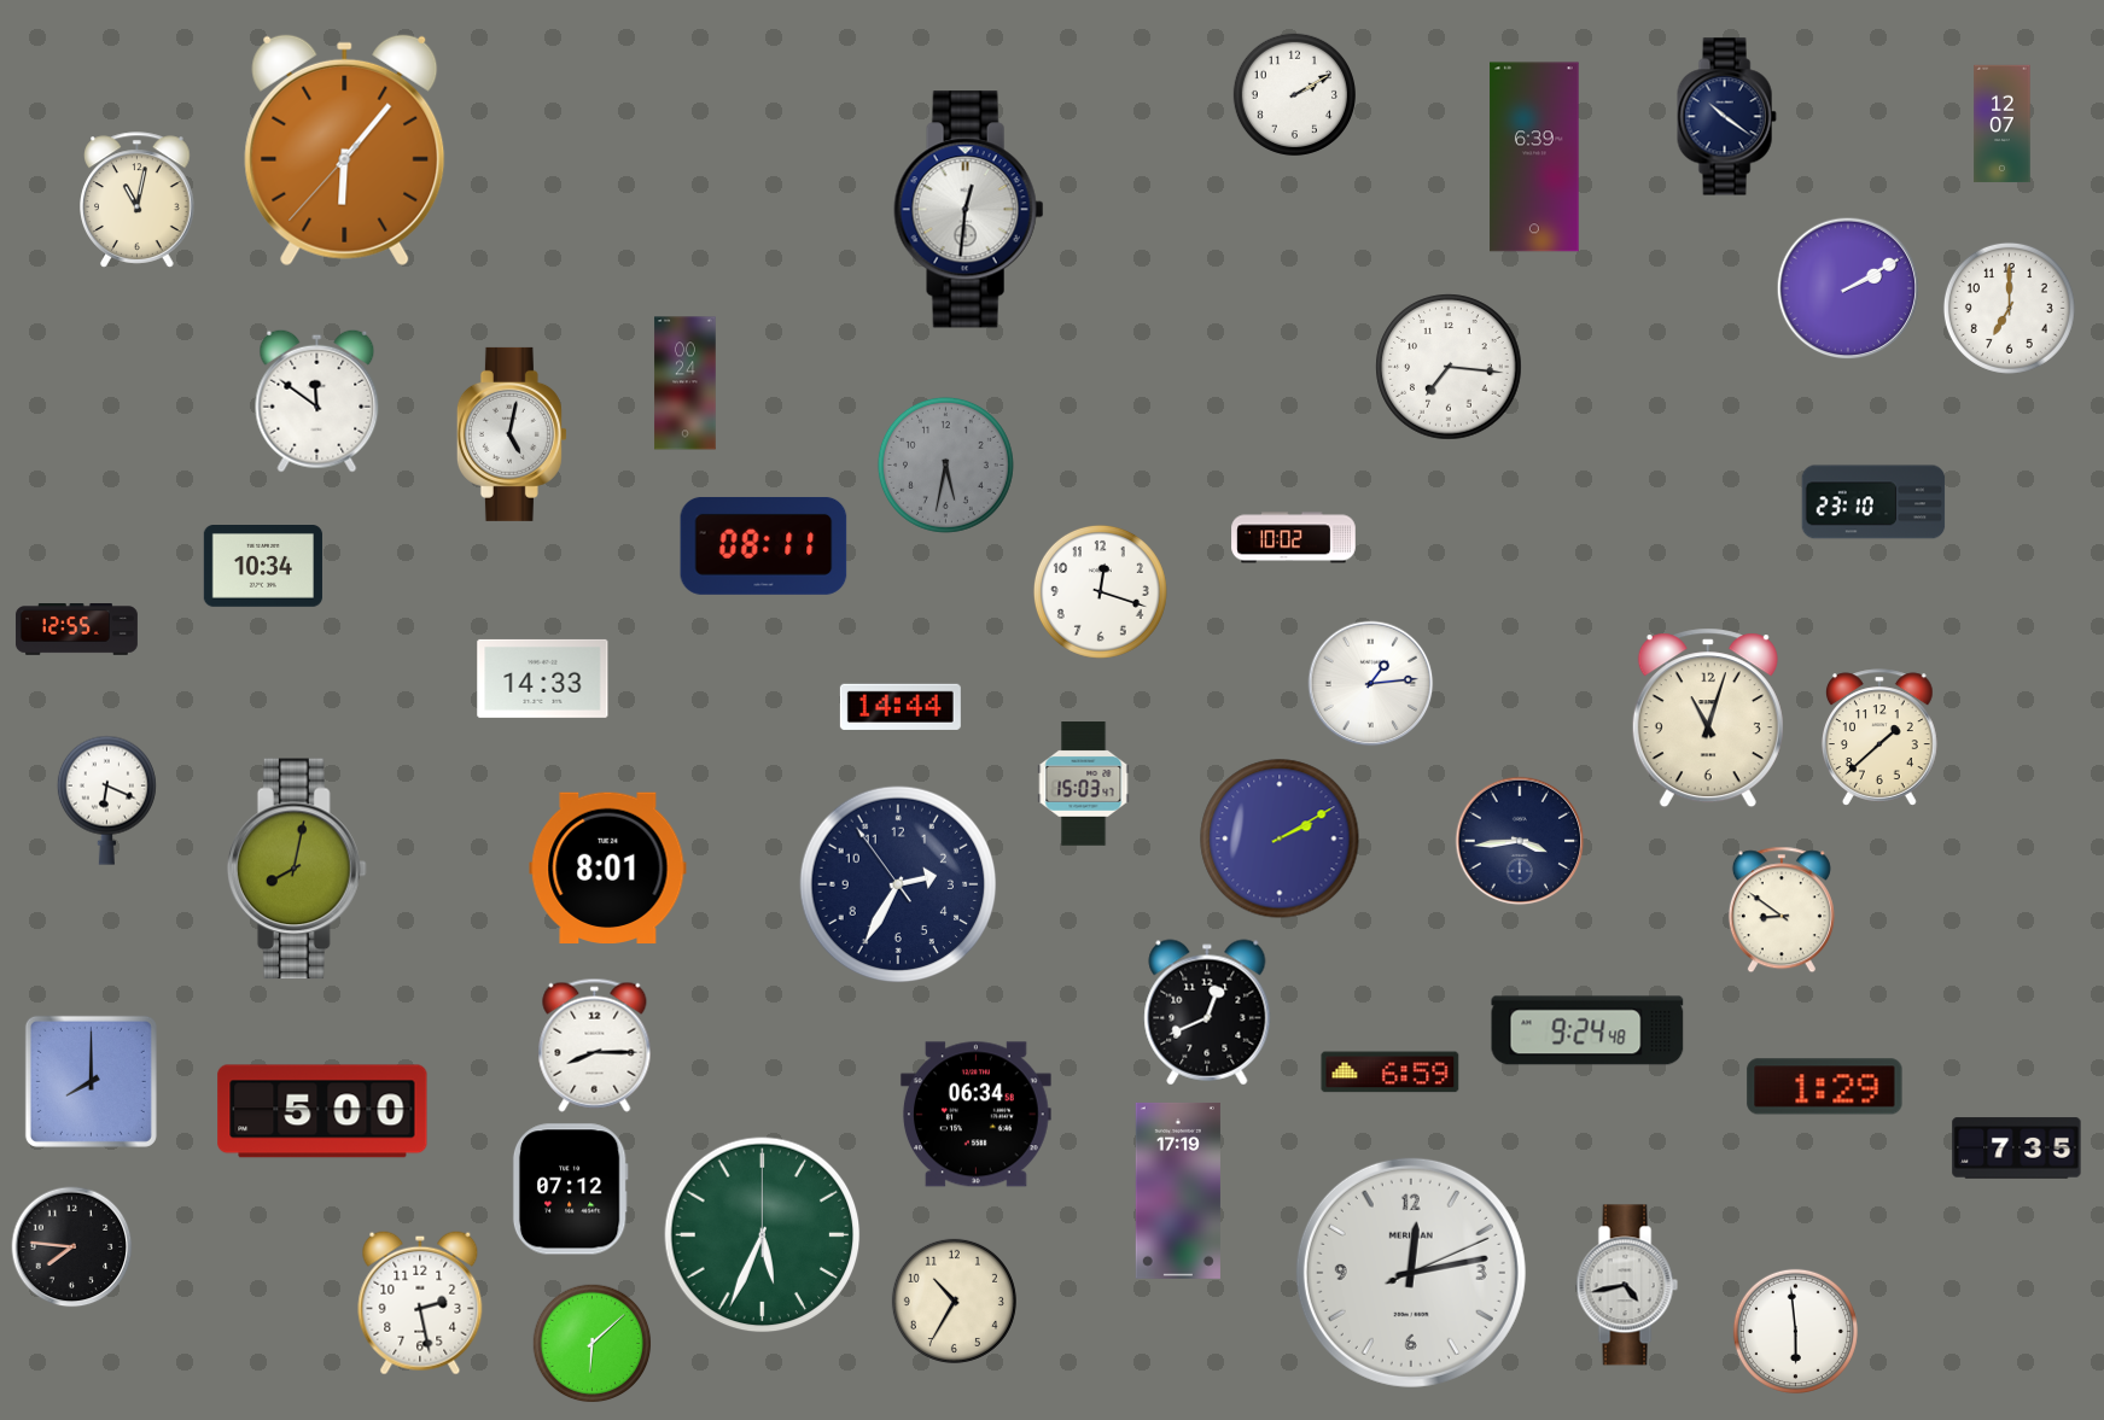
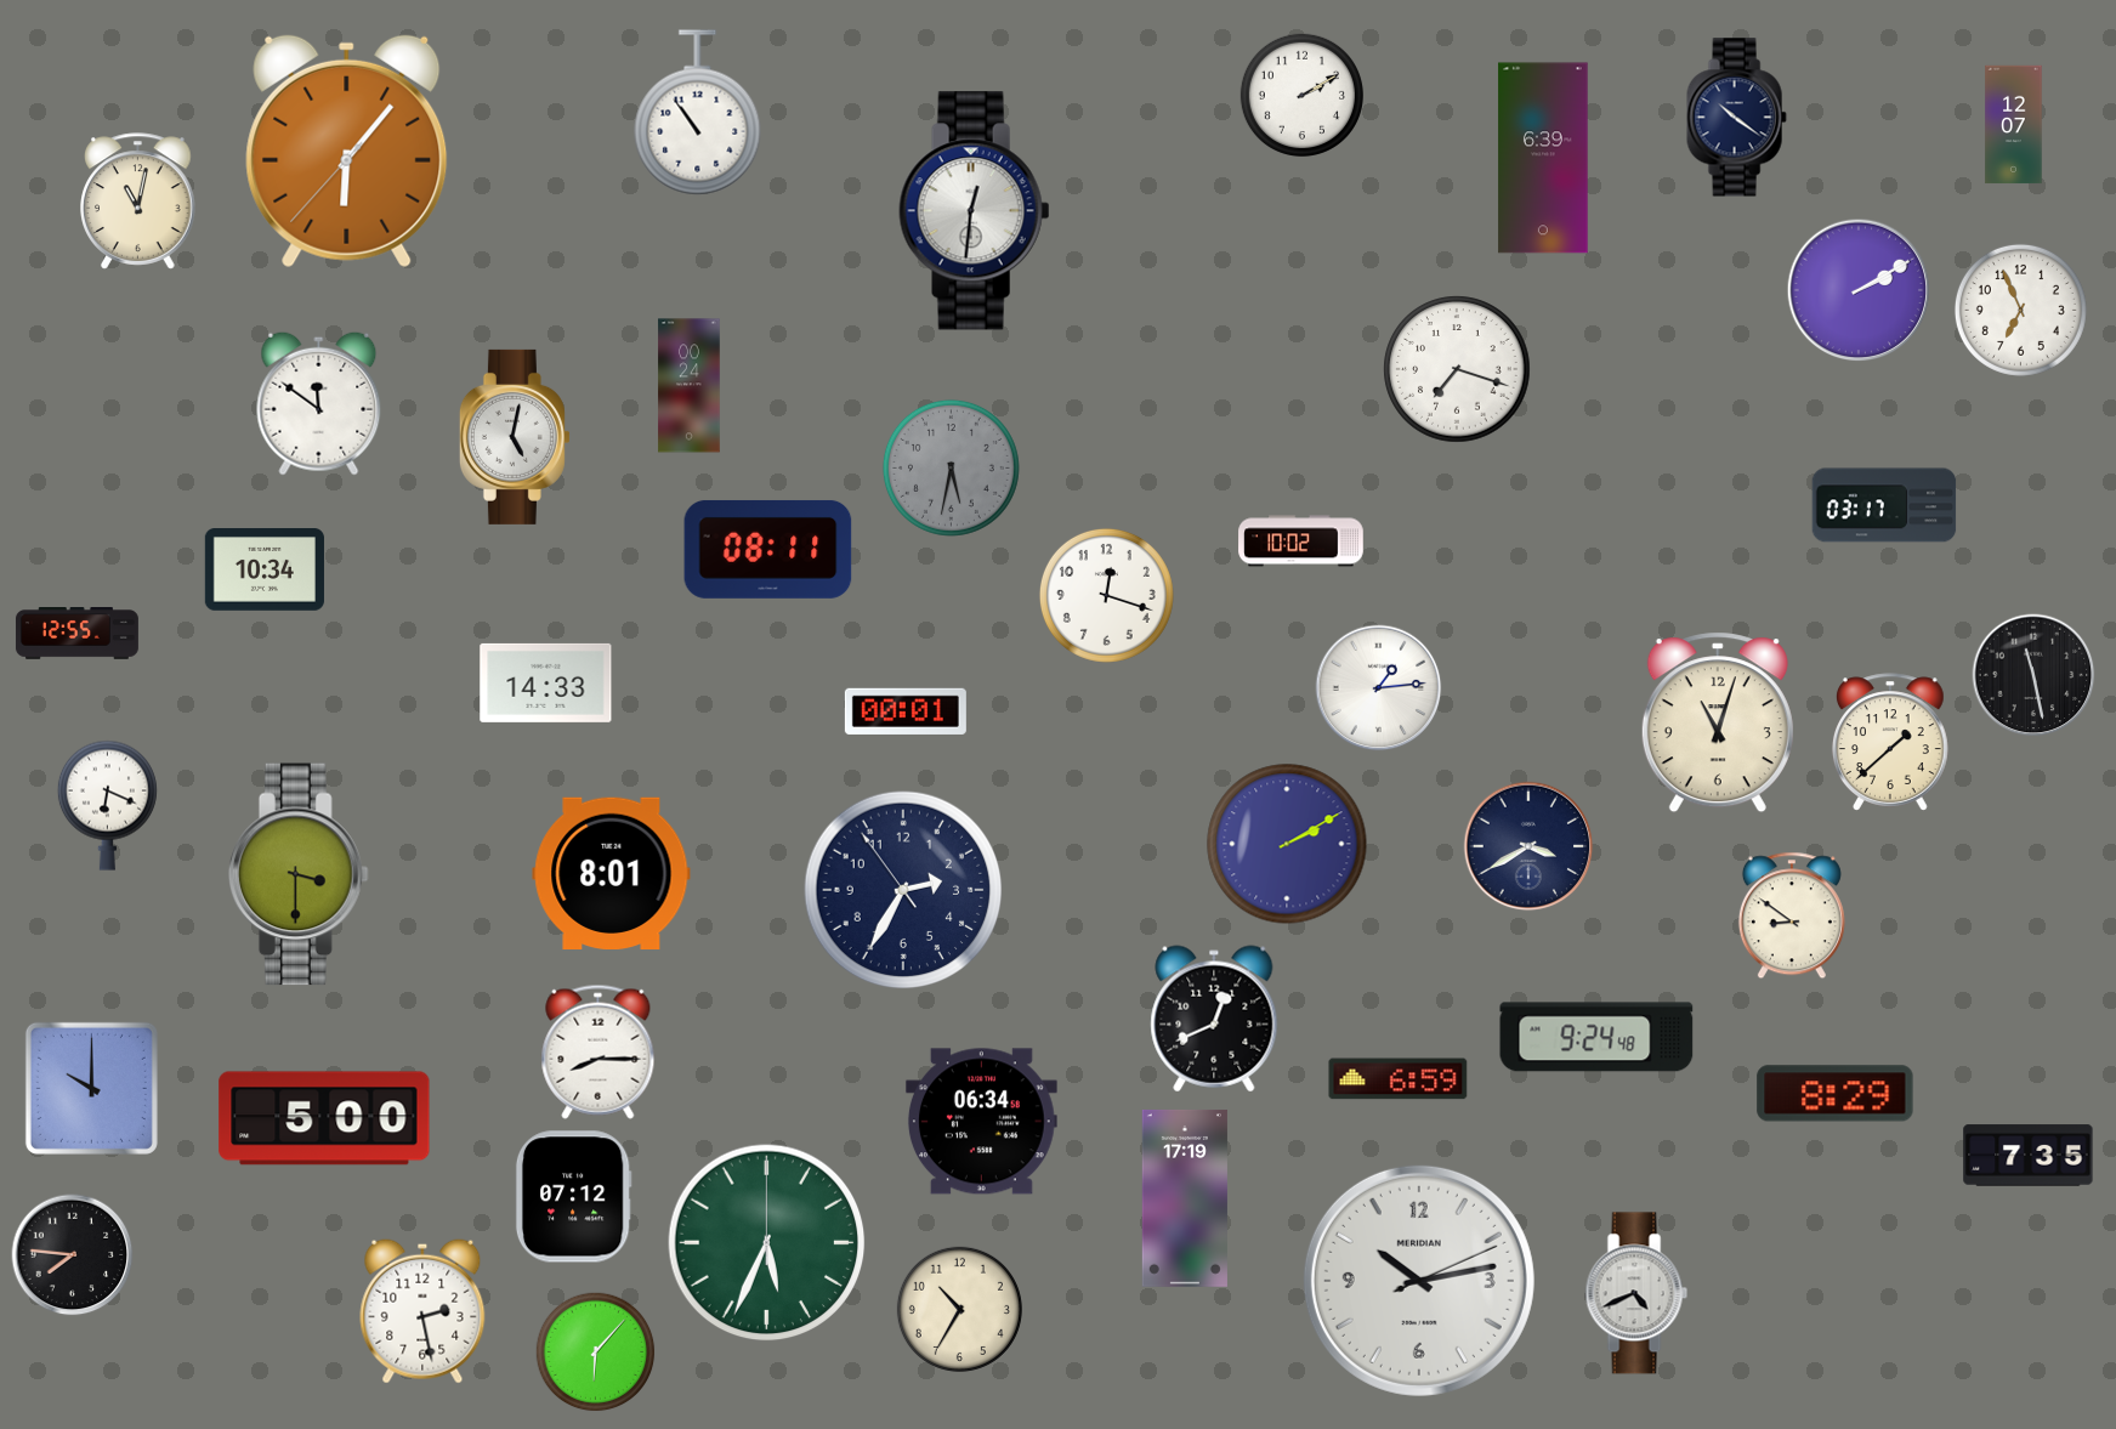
clock at (698, 113): none -> 10:54
clock at (2009, 308): 7:00 -> 6:56
clock at (1449, 367): 7:16 -> 7:18
clock at (1873, 502): 23:10 -> 03:17
clock at (2033, 675): none -> 11:28
clock at (901, 707): 14:44 -> 00:01
clock at (1084, 784): 15:03 -> none
clock at (1520, 841): 3:44 -> 3:40
clock at (297, 869): 8:02 -> 3:30
clock at (91, 1081): 8:00 -> 10:00
clock at (1825, 1087): 1:29 -> 8:29
clock at (1411, 1273): 12:13 -> 10:13
clock at (1627, 1285): 4:43 -> 4:41
clock at (1795, 1331): 5:59 -> none
clock at (593, 1344): 6:08 -> 6:07
